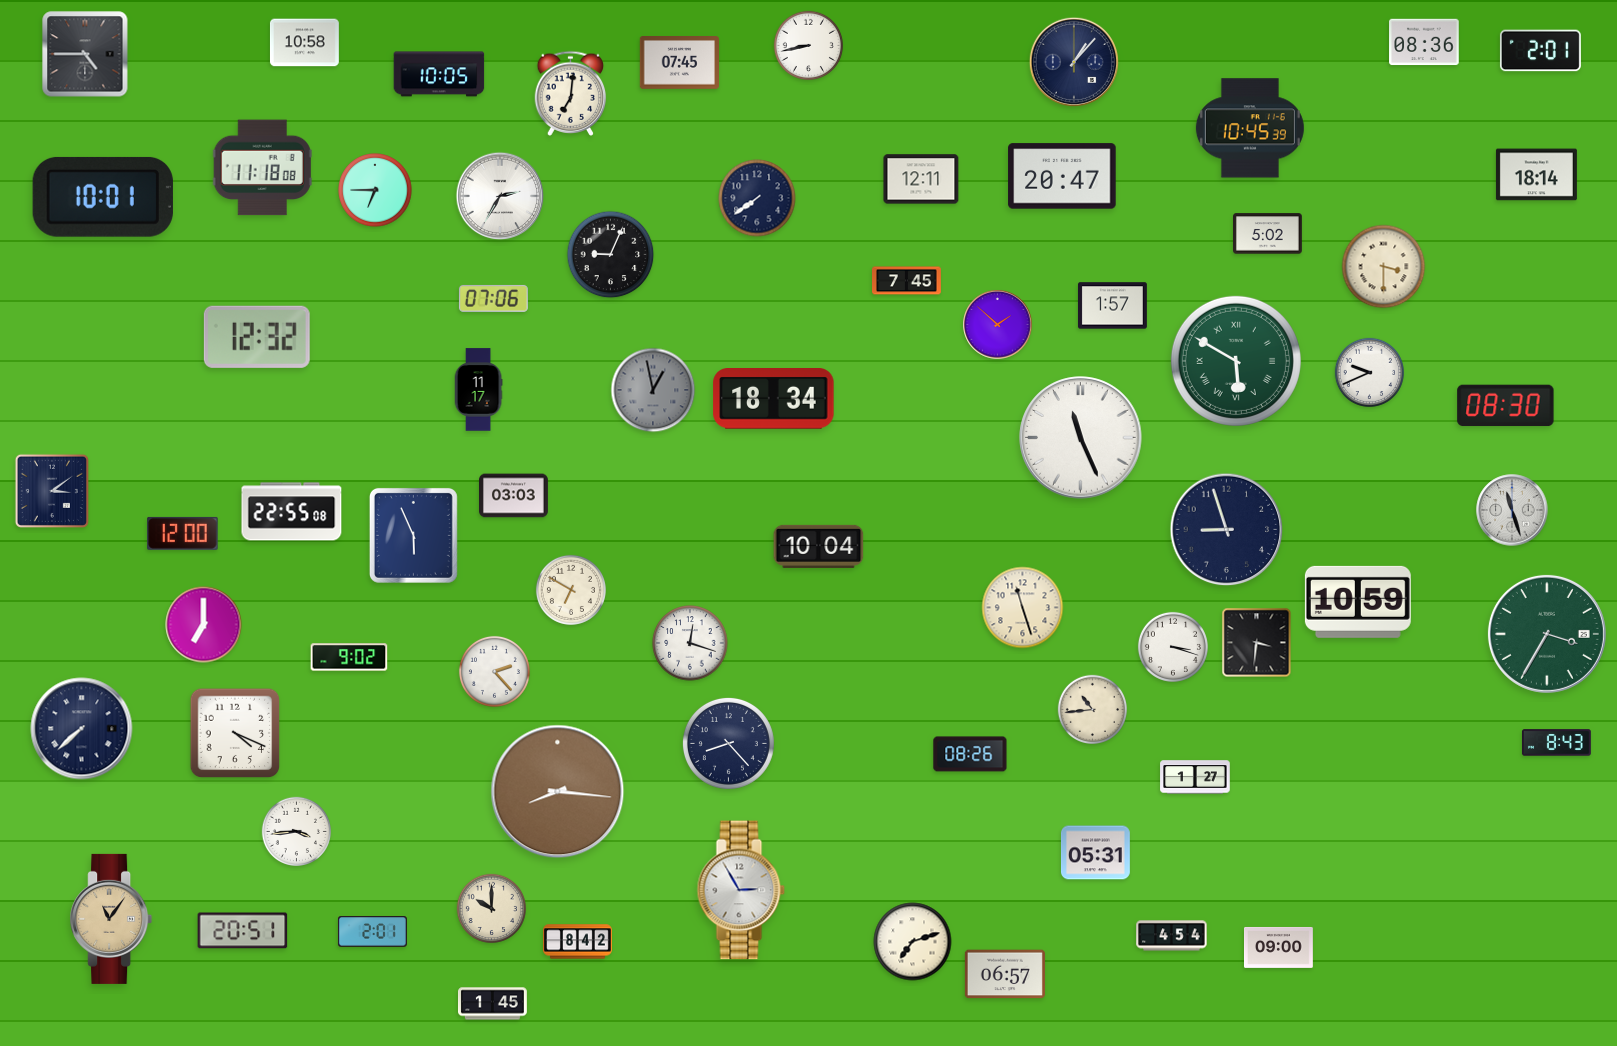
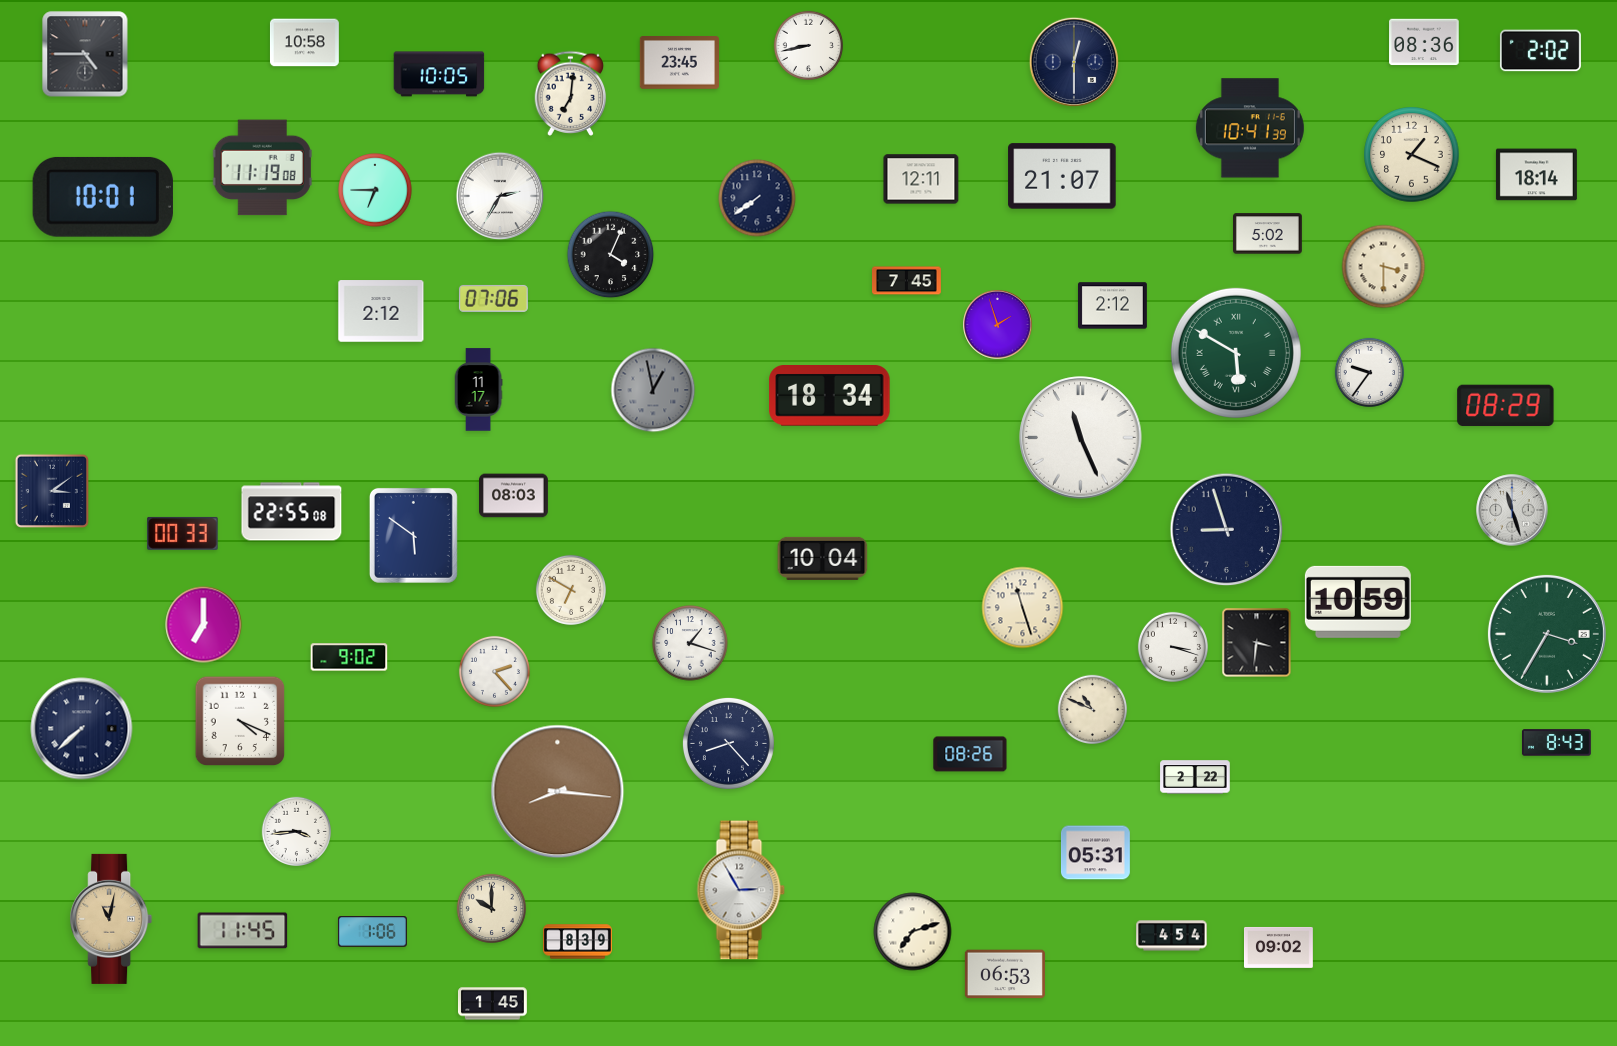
clock at (1540, 51): 2:01 -> 2:02
clock at (1073, 61): 1:07 -> 12:30
clock at (679, 63): 07:45 -> 23:45
clock at (1250, 128): 10:45 -> 10:41
clock at (1412, 155): none -> 1:19
clock at (262, 168): 11:18 -> 11:19
clock at (1062, 176): 20:47 -> 21:07
clock at (611, 255): 9:04 -> 4:04
clock at (1112, 306): 1:57 -> 2:12
clock at (381, 311): none -> 2:12
clock at (998, 325): 1:52 -> 1:57
clock at (257, 337): 12:32 -> none
clock at (1236, 361) position: (1236, 361) -> (1236, 353)
clock at (1369, 372): 9:41 -> 9:36
clock at (774, 399) position: (774, 399) -> (830, 396)
clock at (1506, 406): 08:30 -> 08:29
clock at (514, 496): 03:03 -> 08:03
clock at (183, 533): 12:00 -> 00:33
clock at (413, 535): 5:56 -> 5:51
clock at (819, 546) position: (819, 546) -> (823, 558)
clock at (690, 643): 12:18 -> 1:18
clock at (1092, 709): 10:44 -> 10:49
clock at (235, 733) position: (235, 733) -> (240, 721)
clock at (1195, 777): 1:27 -> 2:22
clock at (111, 919): 11:06 -> 11:02
clock at (243, 931): 20:51 -> 11:45
clock at (372, 932): 2:01 -> 1:06
clock at (578, 942): 8:42 -> 8:39
clock at (913, 942) position: (913, 942) -> (913, 932)
clock at (1279, 947): 09:00 -> 09:02
clock at (1005, 974): 06:57 -> 06:53
